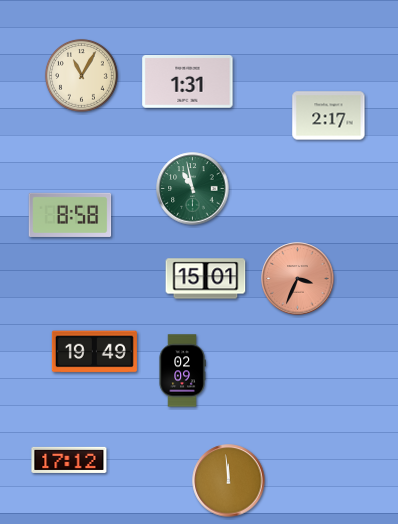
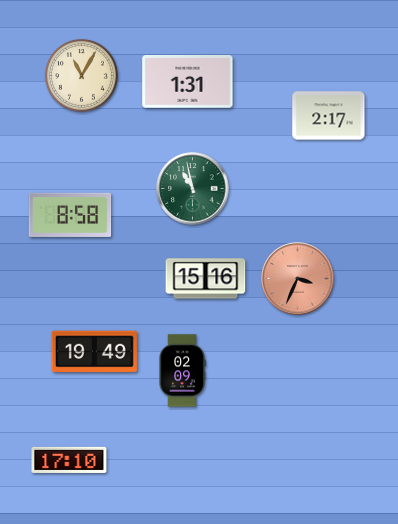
clock at (206, 279): 15:01 -> 15:16
clock at (69, 460): 17:12 -> 17:10
clock at (229, 481): 11:59 -> none
